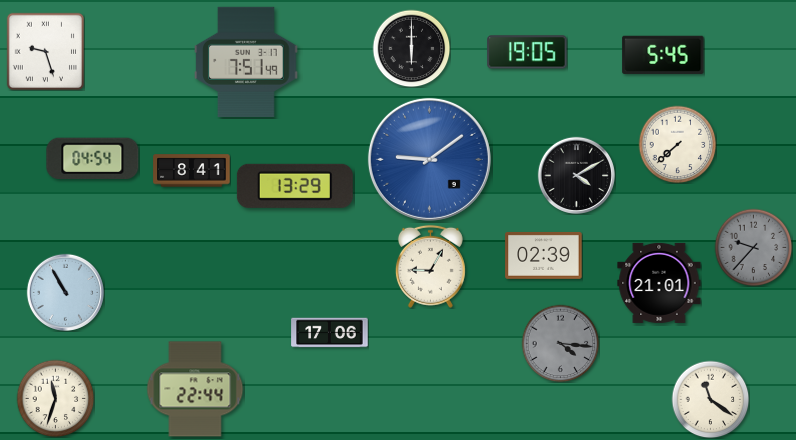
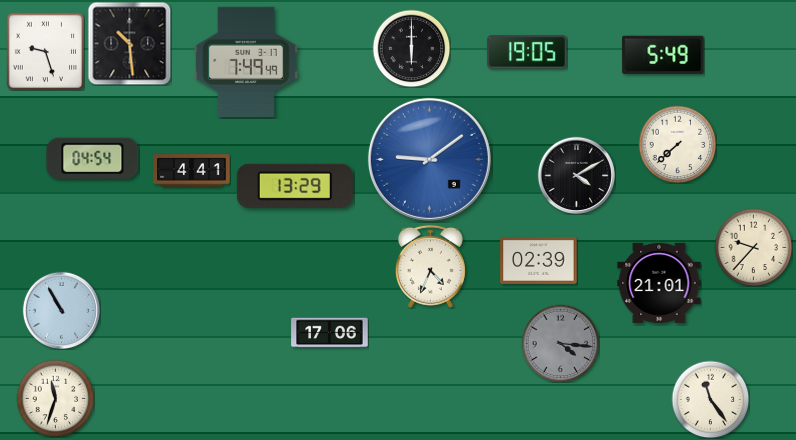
clock at (129, 43): none -> 10:29
clock at (663, 55): 5:45 -> 5:49
clock at (246, 62): 7:51 -> 7:49
clock at (192, 171): 8:41 -> 4:41
clock at (753, 247) dial: grey -> cream
clock at (544, 255) position: (544, 255) -> (539, 260)
clock at (430, 266): 9:05 -> 4:34
clock at (65, 292) position: (65, 292) -> (61, 310)
clock at (195, 389): 22:44 -> none
clock at (710, 399): 11:21 -> 11:24
